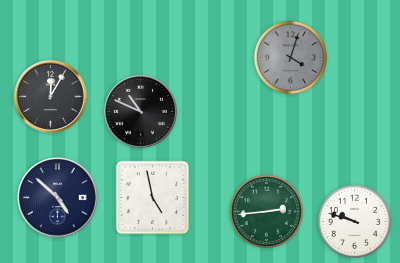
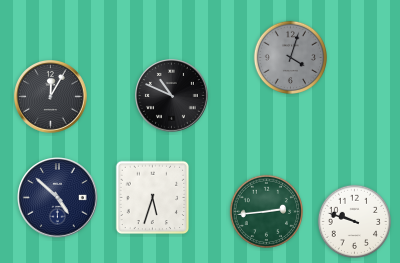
clock at (141, 112) position: (141, 112) -> (172, 96)
clock at (153, 198): 4:58 -> 5:33
